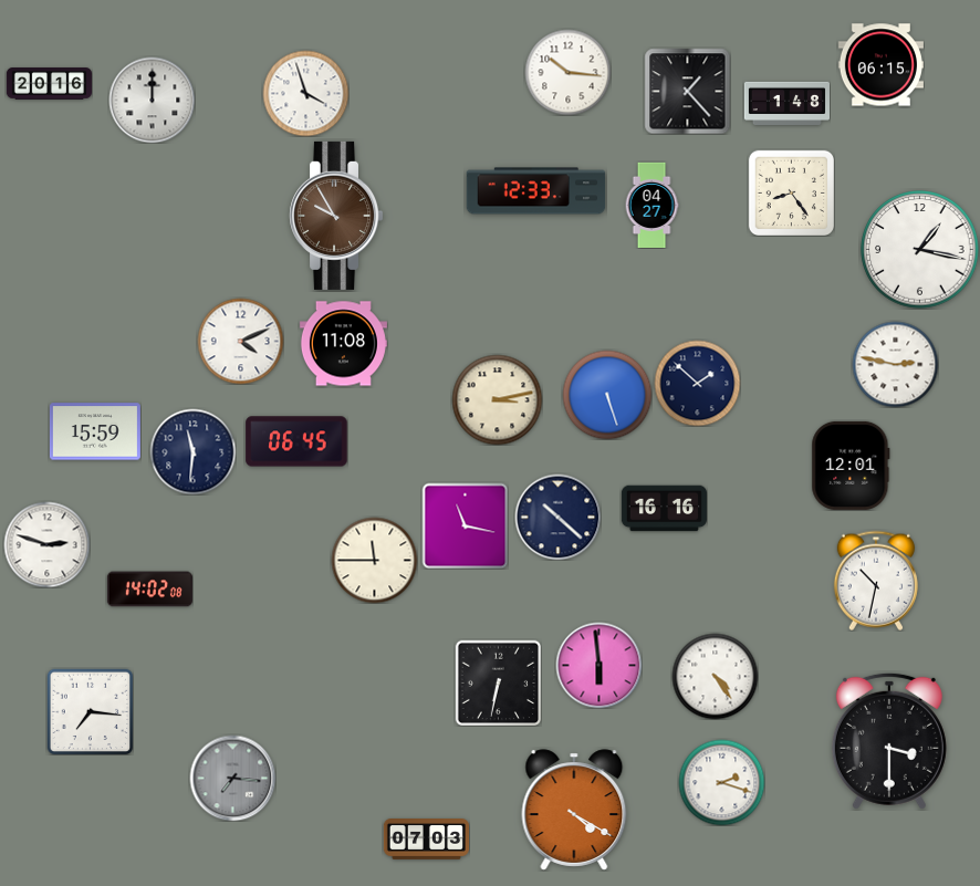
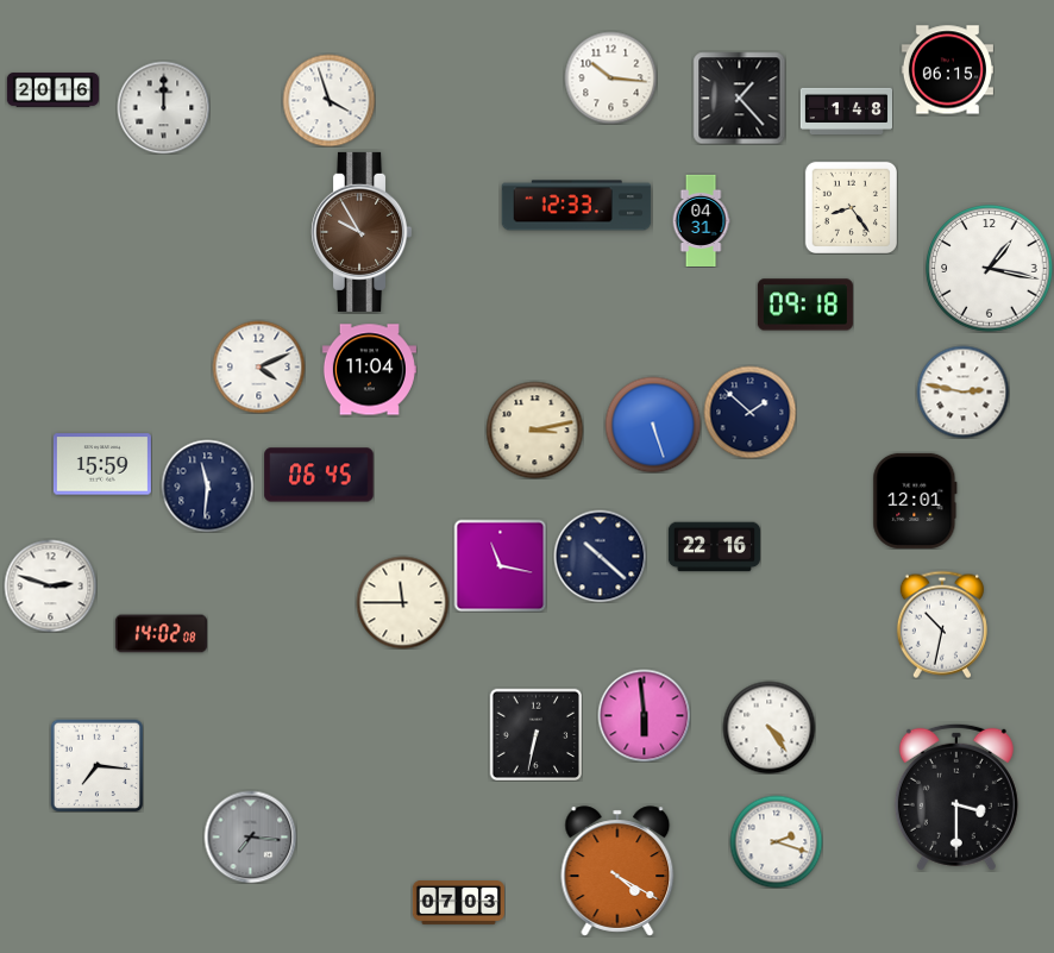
clock at (651, 205): 04:27 -> 04:31
clock at (805, 305): none -> 09:18
clock at (343, 344): 11:08 -> 11:04
clock at (664, 509): 16:16 -> 22:16
